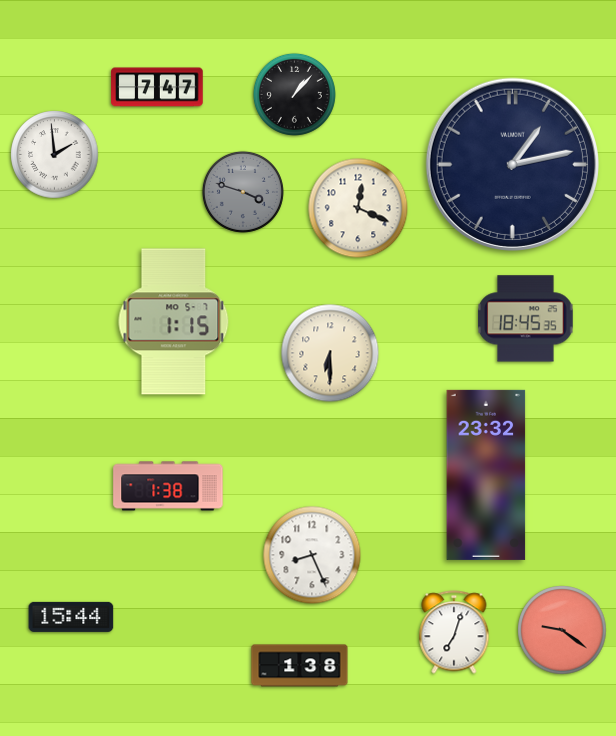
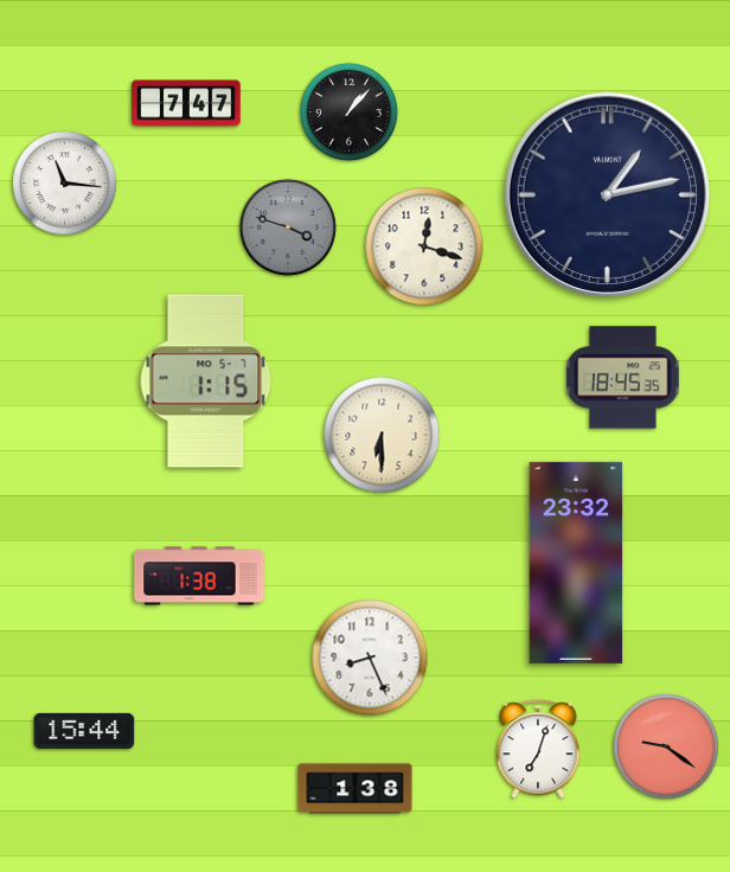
clock at (55, 155): 1:59 -> 11:16
clock at (358, 208): 12:19 -> 12:18
clock at (330, 353) position: (330, 353) -> (382, 435)
